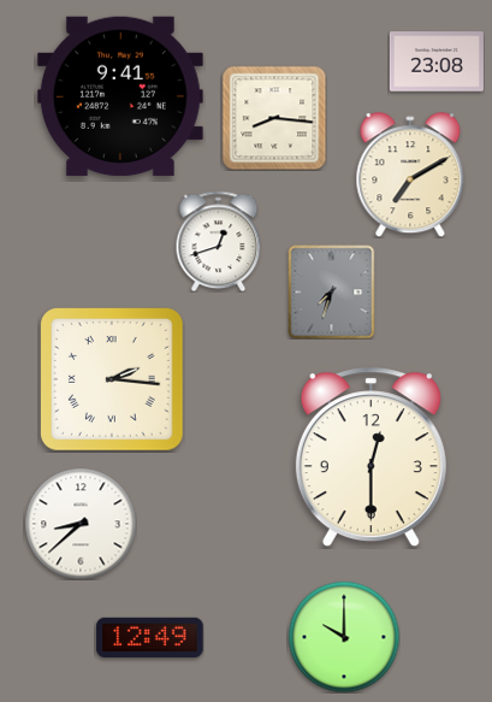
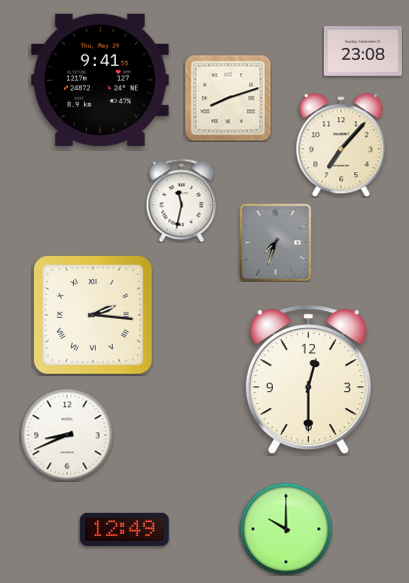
clock at (274, 118): 8:16 -> 8:12
clock at (410, 175): 7:10 -> 7:07
clock at (219, 241): 12:42 -> 11:32
clock at (81, 524): 8:38 -> 8:41
